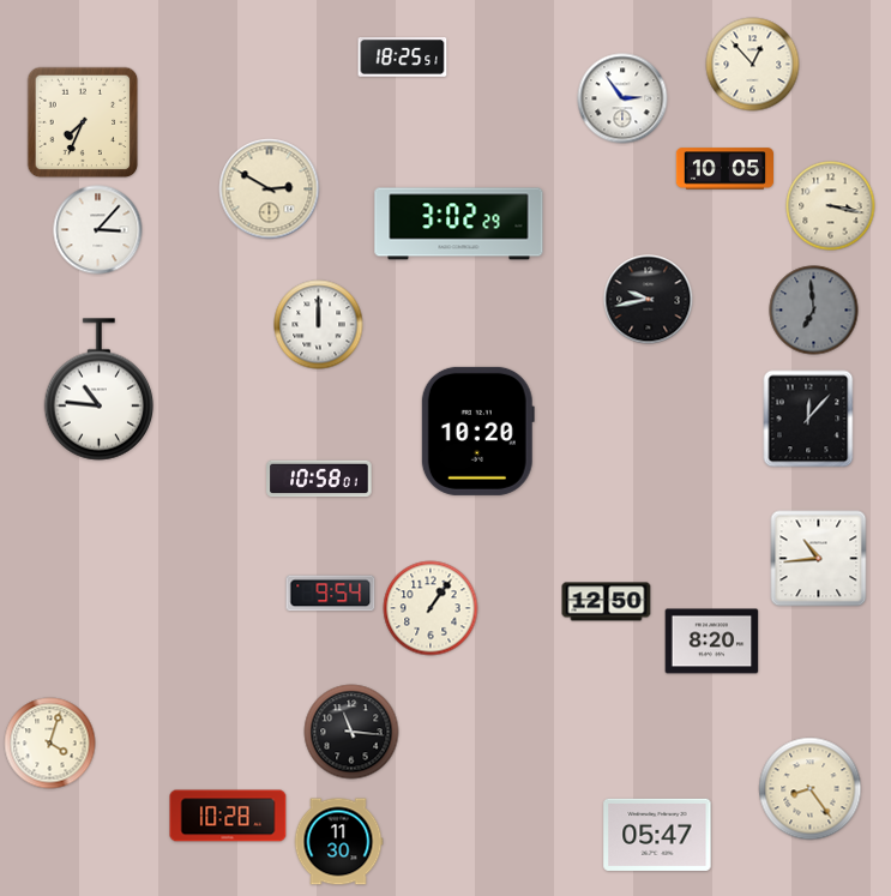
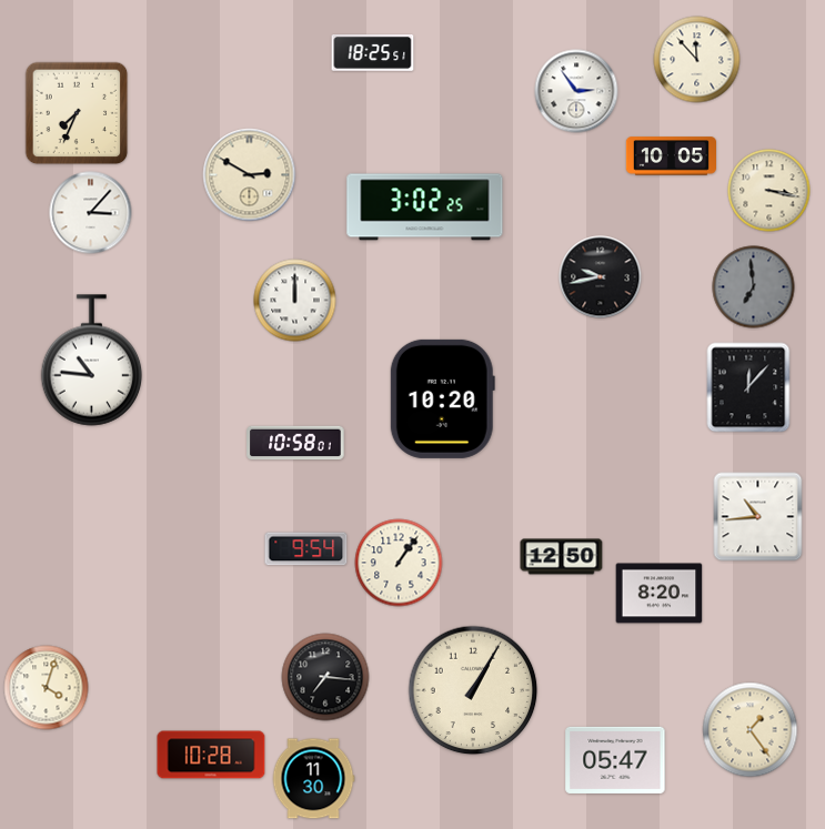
clock at (753, 65): 12:53 -> 11:53
clock at (459, 224): 3:02:29 -> 3:02:25
clock at (351, 732): 11:16 -> 7:16
clock at (473, 690): none -> 1:05
clock at (811, 789): 8:24 -> 1:24
clock at (657, 835) position: (657, 835) -> (615, 760)
